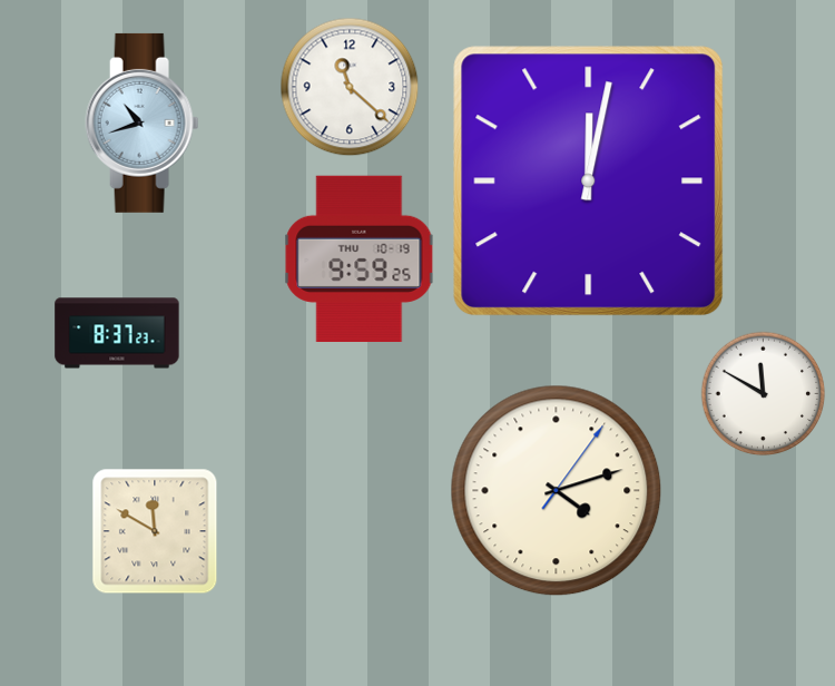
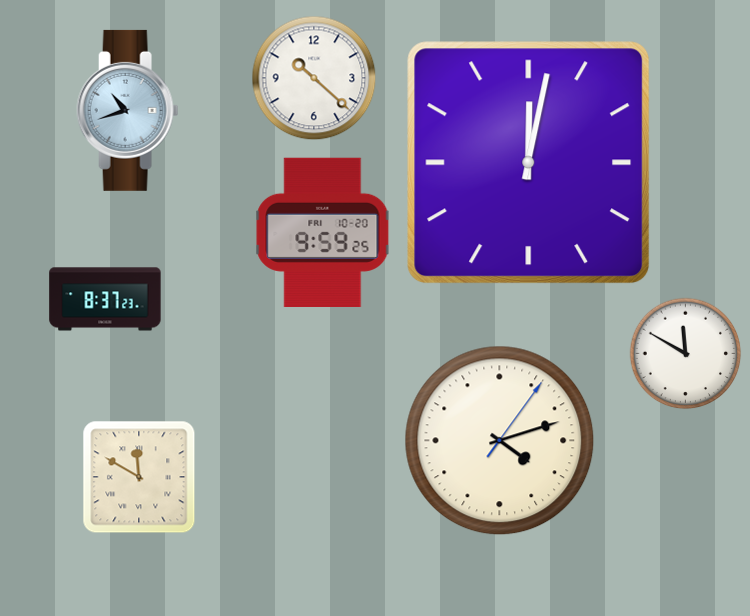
clock at (350, 87): 11:22 -> 10:22
clock at (360, 258) date: THU 10-19 -> FRI 10-20
